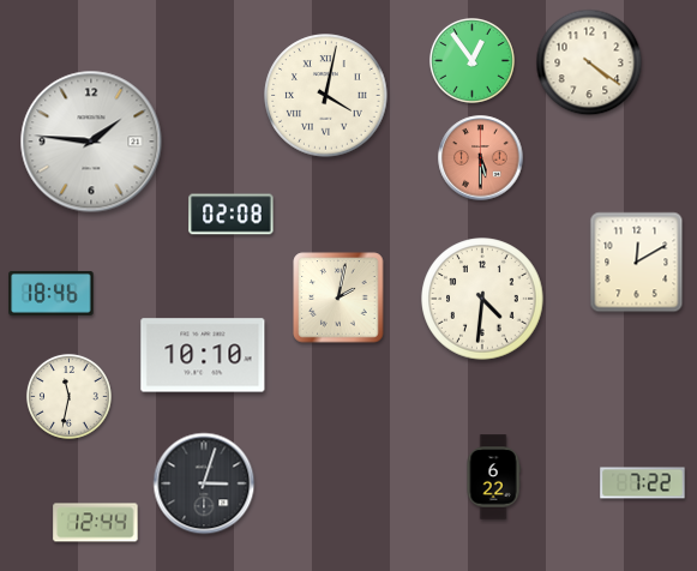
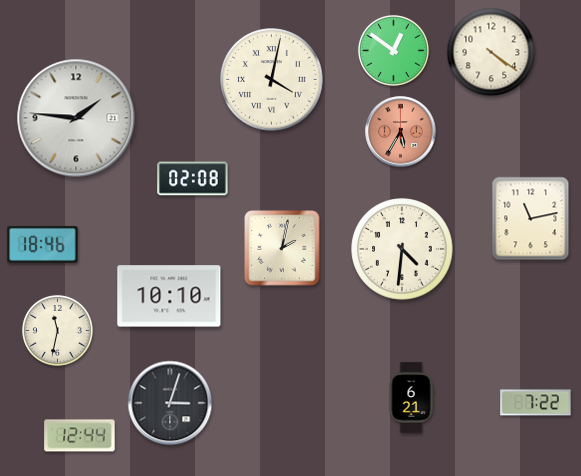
clock at (471, 60): 12:54 -> 12:51
clock at (481, 158): 5:30 -> 5:35
clock at (637, 263): 12:10 -> 11:13
clock at (493, 477): 6:22 -> 6:21
